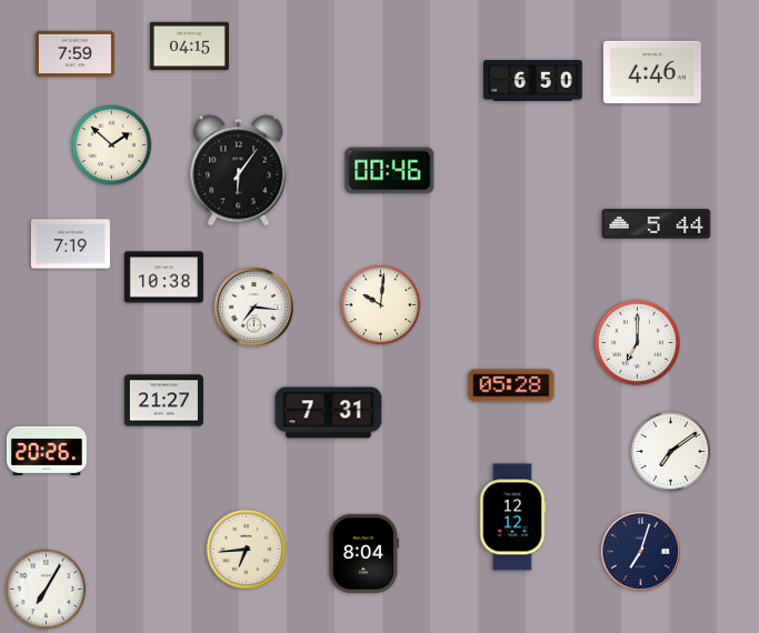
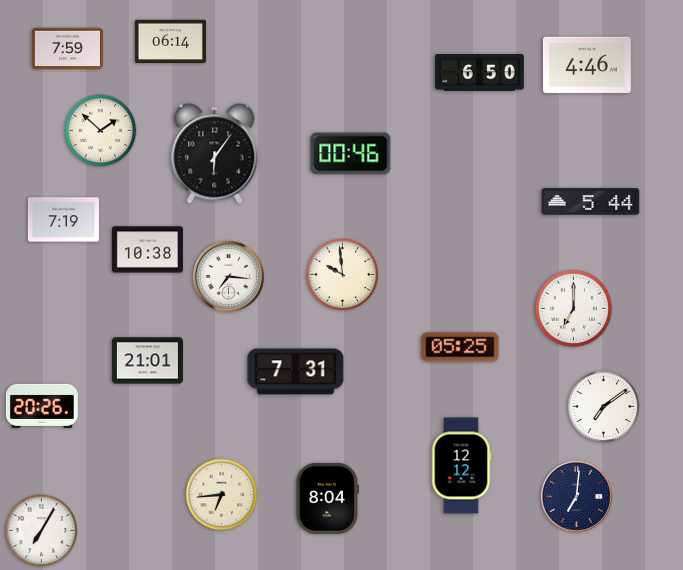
clock at (189, 47): 04:15 -> 06:14
clock at (381, 305): 10:01 -> 9:59
clock at (511, 385): 05:28 -> 05:25
clock at (163, 401): 21:27 -> 21:01
clock at (640, 551): 7:03 -> 7:01
